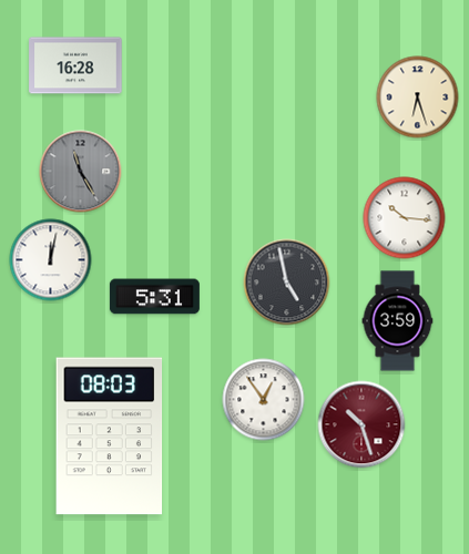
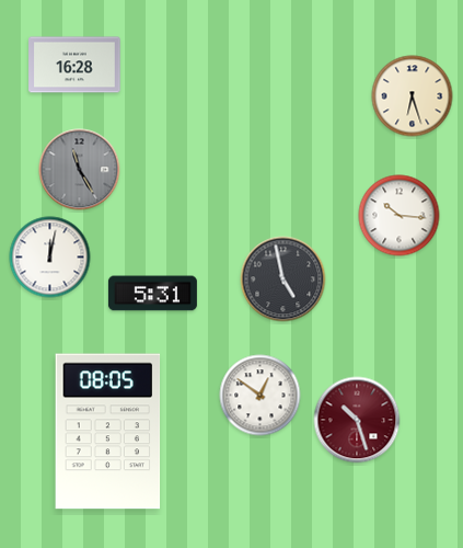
clock at (398, 321): 3:59 -> none
clock at (264, 400): 12:54 -> 12:51
clock at (110, 437): 08:03 -> 08:05
